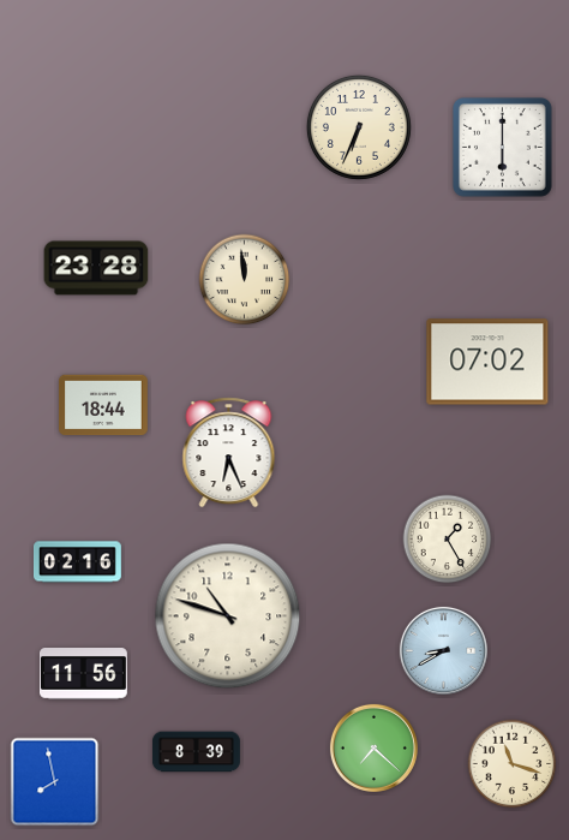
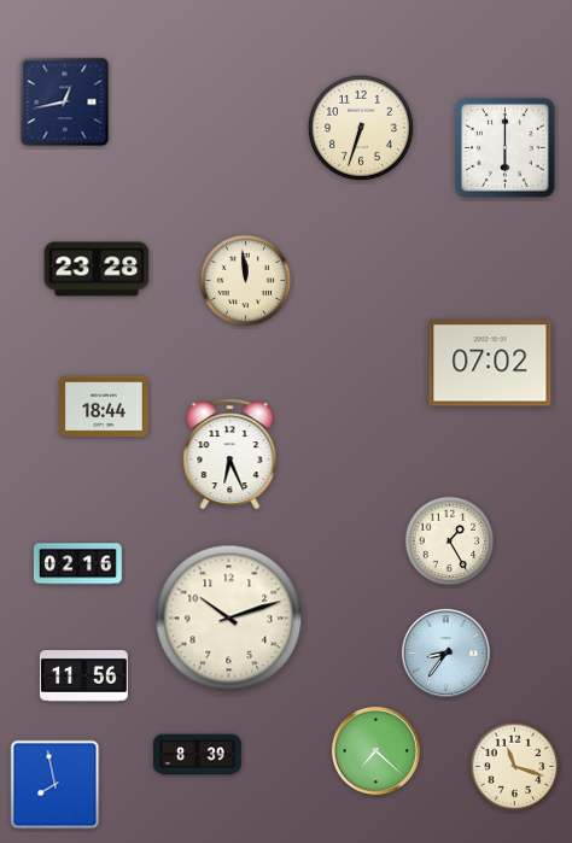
clock at (65, 103): none -> 12:43
clock at (359, 127): 6:34 -> 6:33
clock at (228, 616): 10:48 -> 10:12
clock at (443, 650): 8:40 -> 8:36
